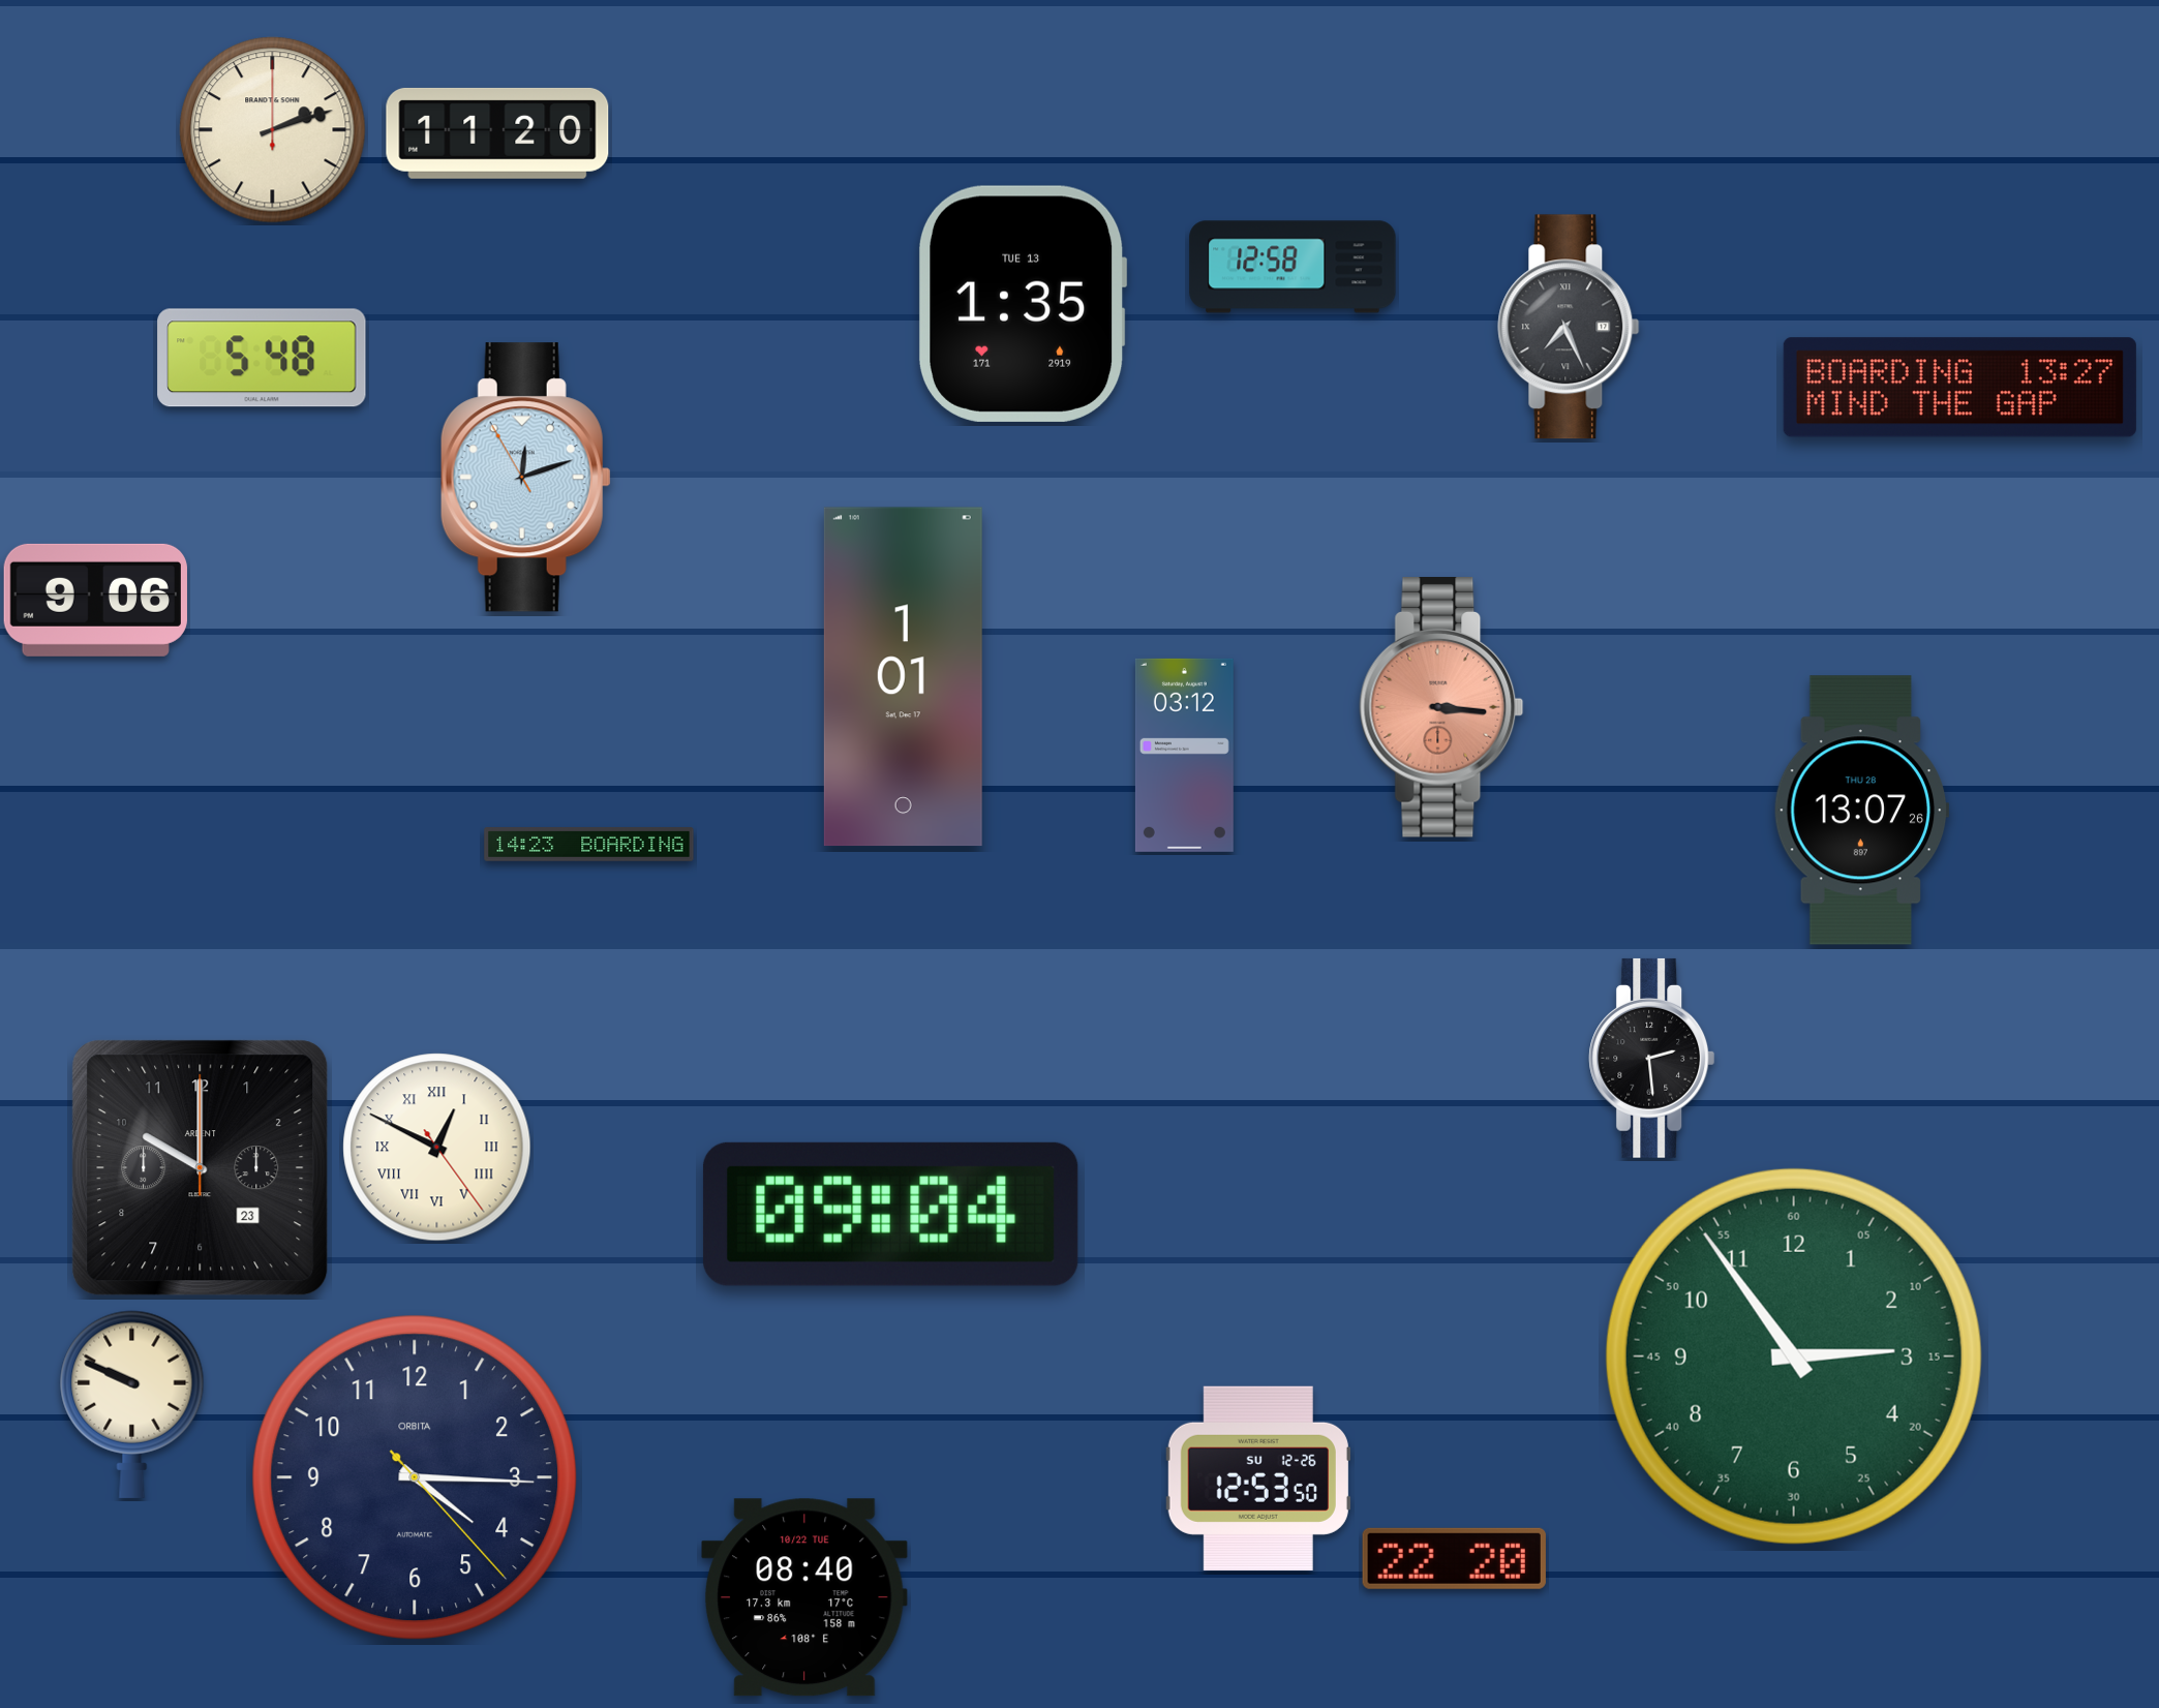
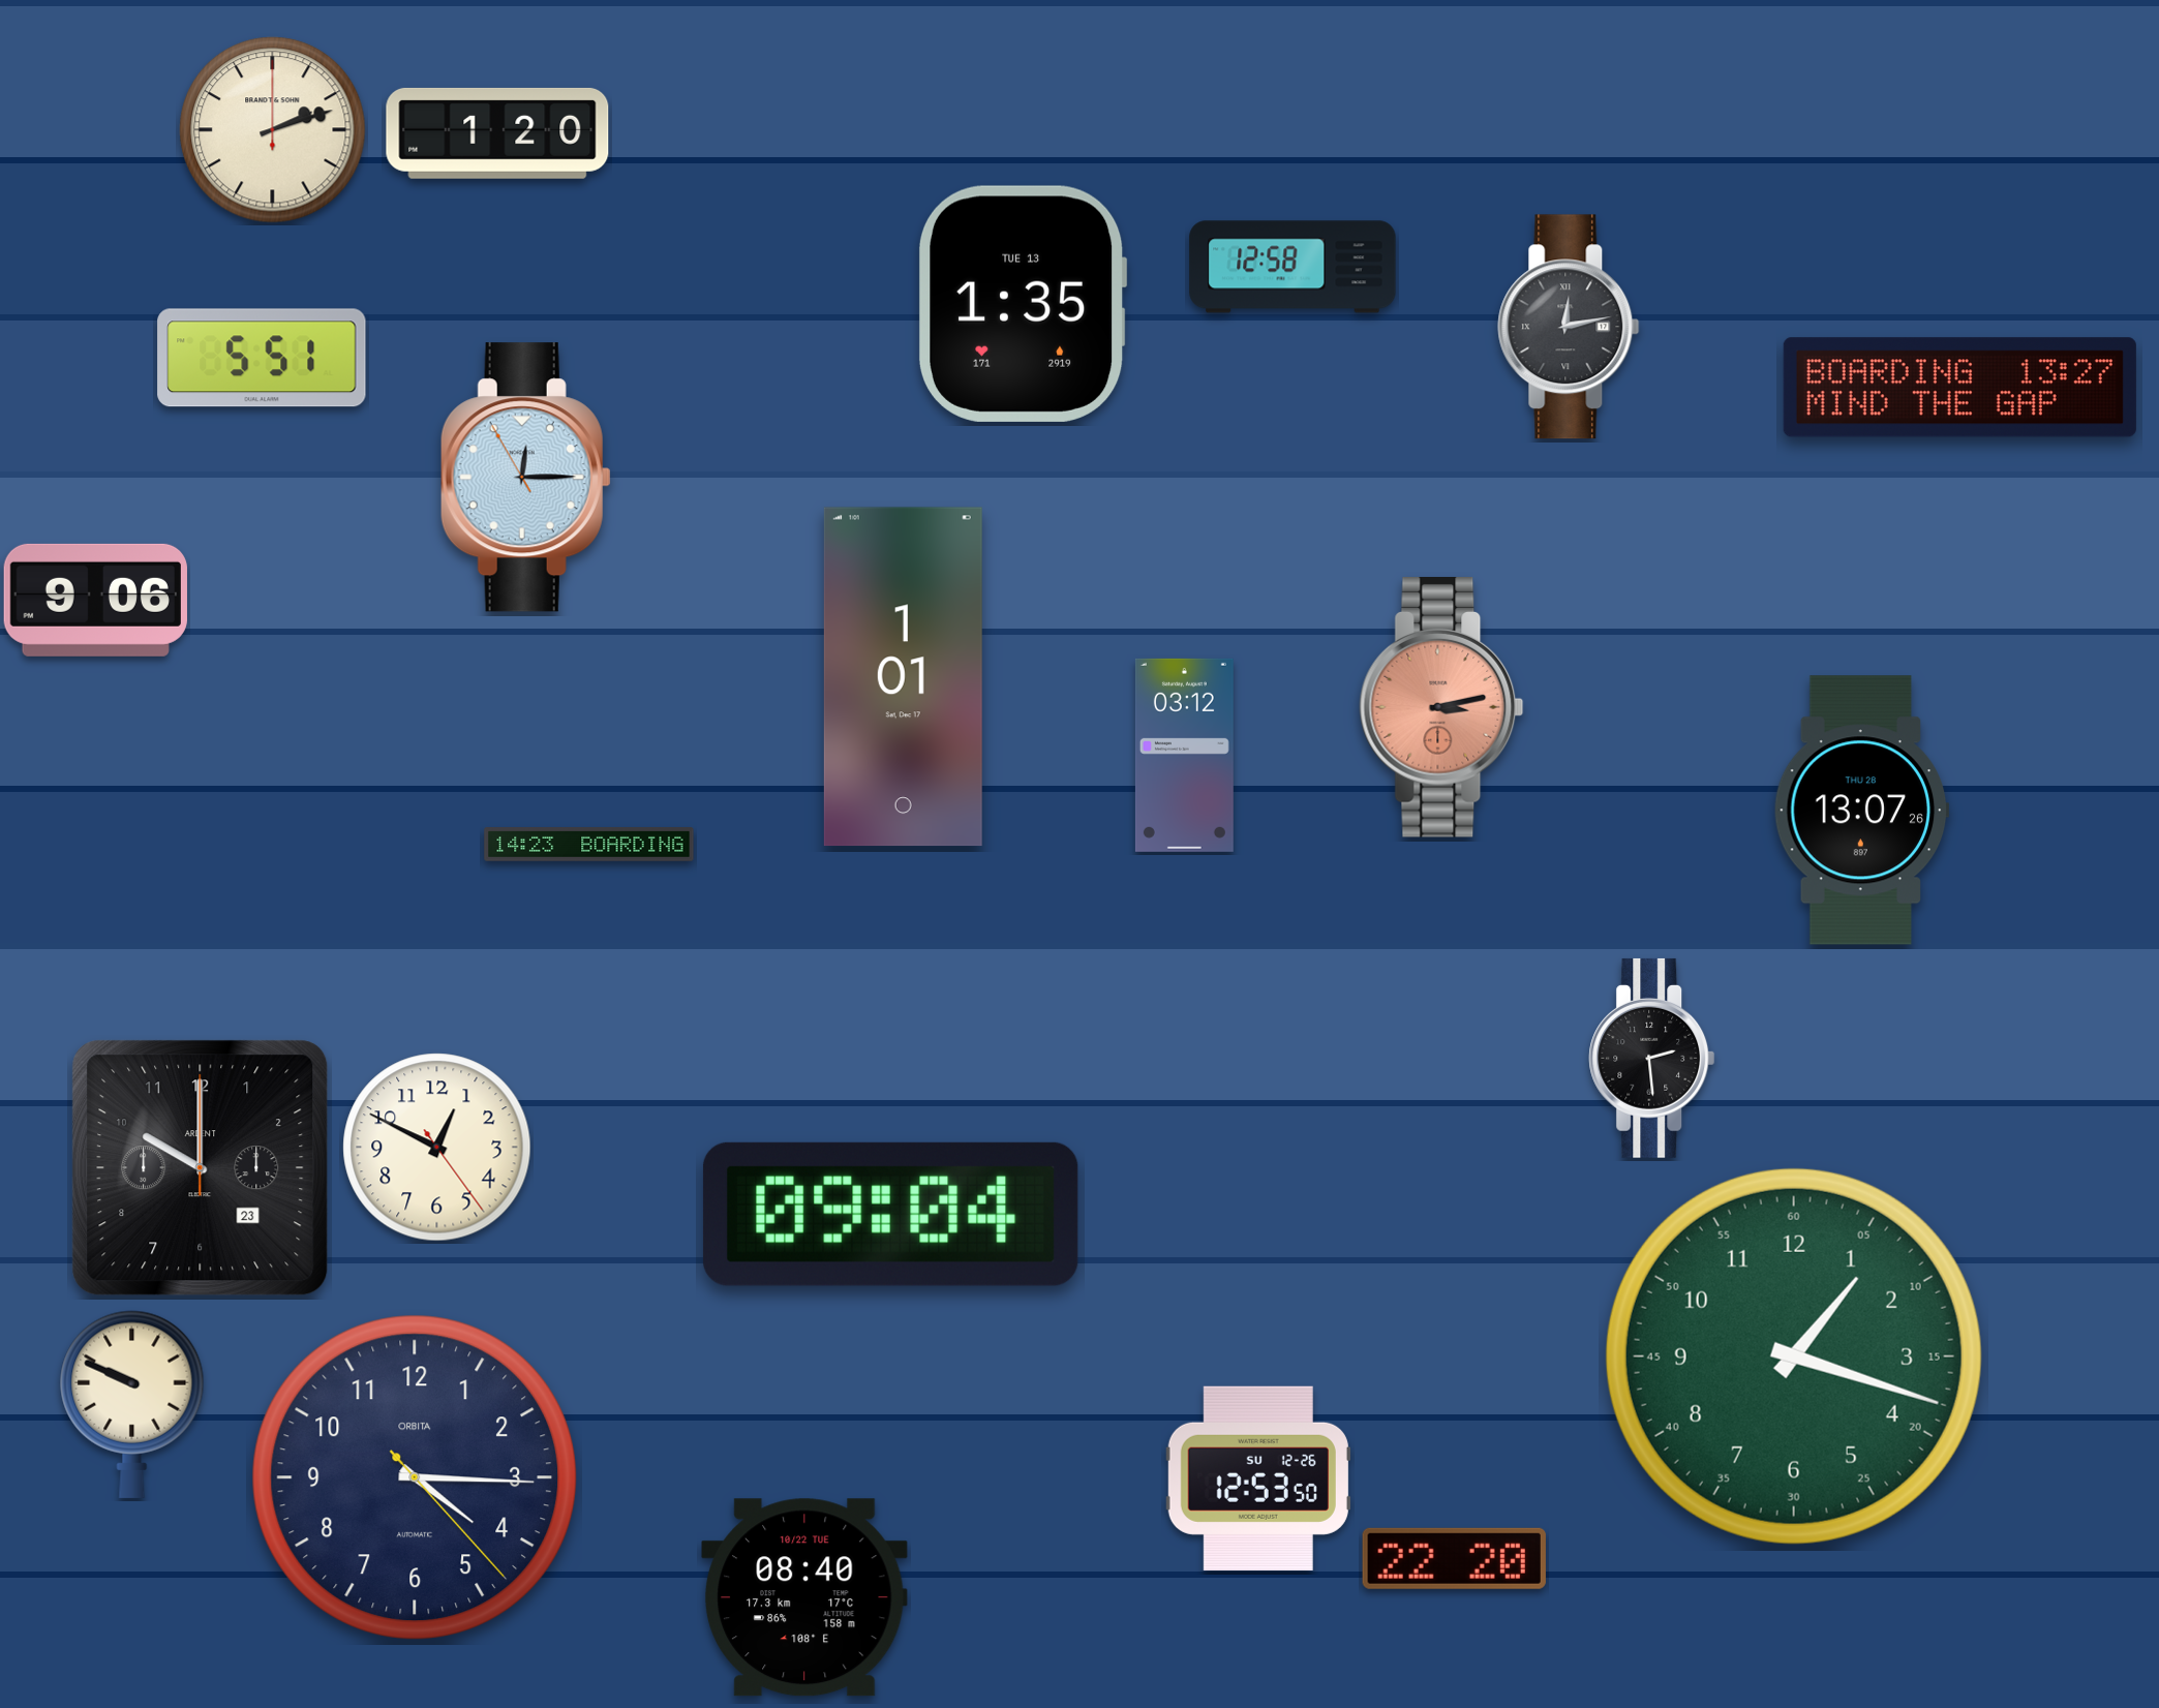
clock at (497, 133): 11:20 -> 1:20
clock at (1569, 327): 7:26 -> 12:13
clock at (262, 358): 5:48 -> 5:51
clock at (525, 478): 12:11 -> 12:14
clock at (1441, 708): 3:16 -> 3:13
clock at (437, 1148) numerals: Roman -> Arabic
clock at (1794, 1356): 2:54 -> 1:18
